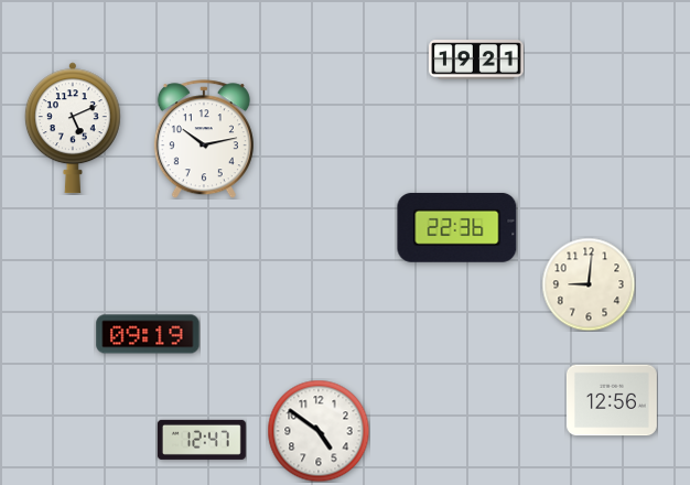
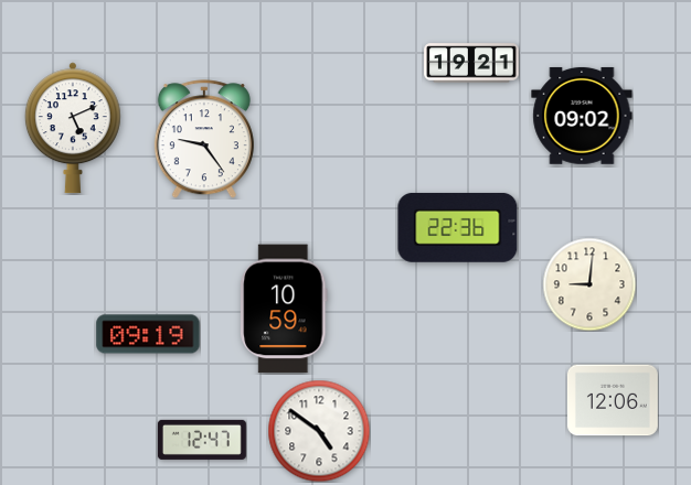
clock at (476, 60) position: (476, 60) -> (471, 63)
clock at (582, 116): none -> 09:02
clock at (204, 139): 10:13 -> 9:24
clock at (284, 309): none -> 10:59
clock at (612, 400): 12:56 -> 12:06
